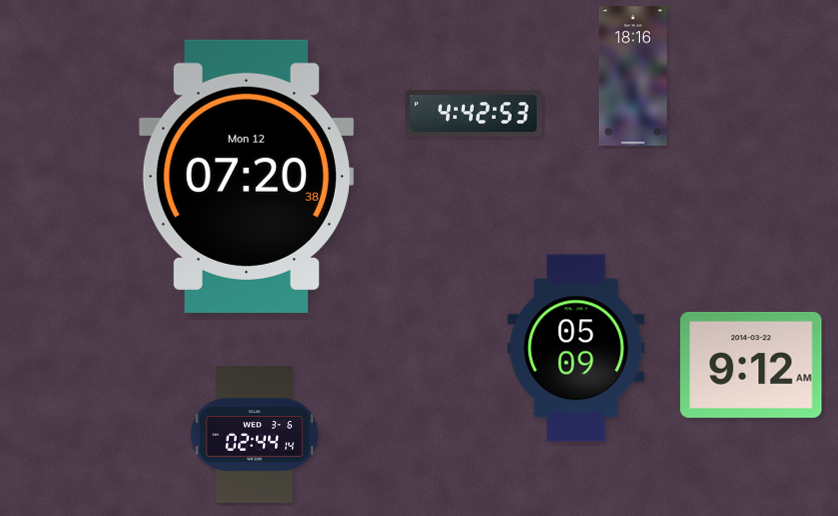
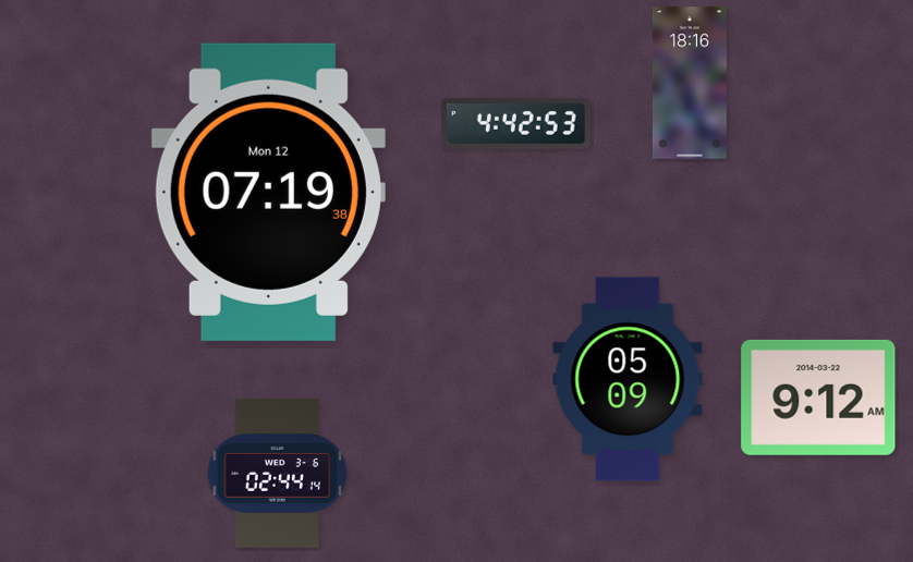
clock at (246, 176): 07:20 -> 07:19
